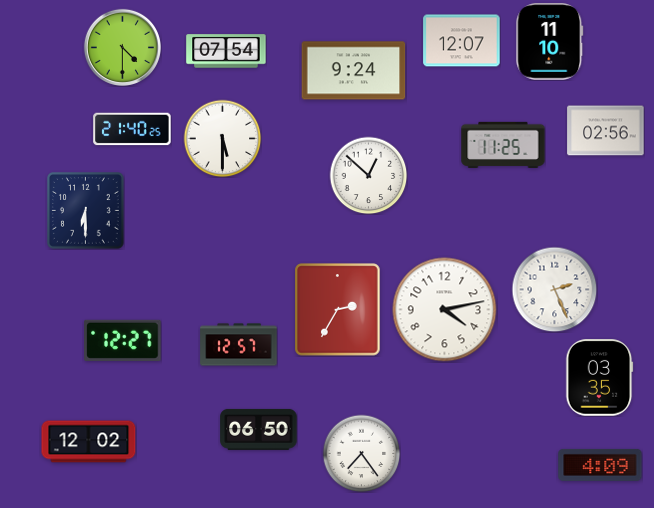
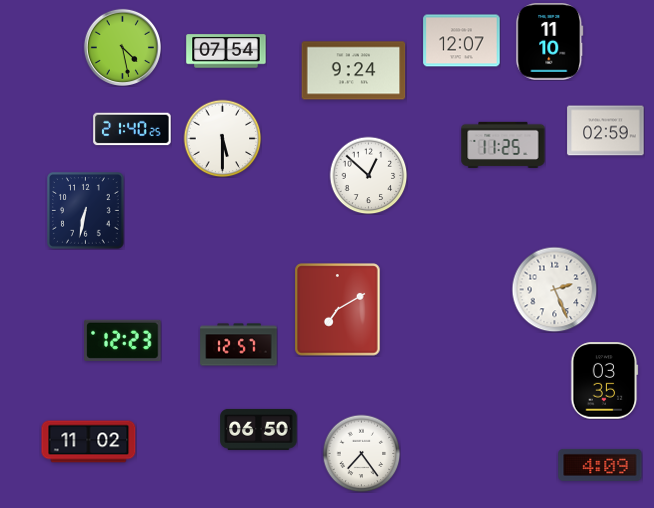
clock at (122, 47): 4:30 -> 4:28
clock at (606, 131): 02:56 -> 02:59
clock at (86, 211): 6:30 -> 6:32
clock at (338, 310): 2:35 -> 7:10
clock at (445, 310): 4:13 -> none
clock at (123, 340): 12:27 -> 12:23
clock at (600, 378) position: (600, 378) -> (605, 381)
clock at (89, 442): 12:02 -> 11:02
